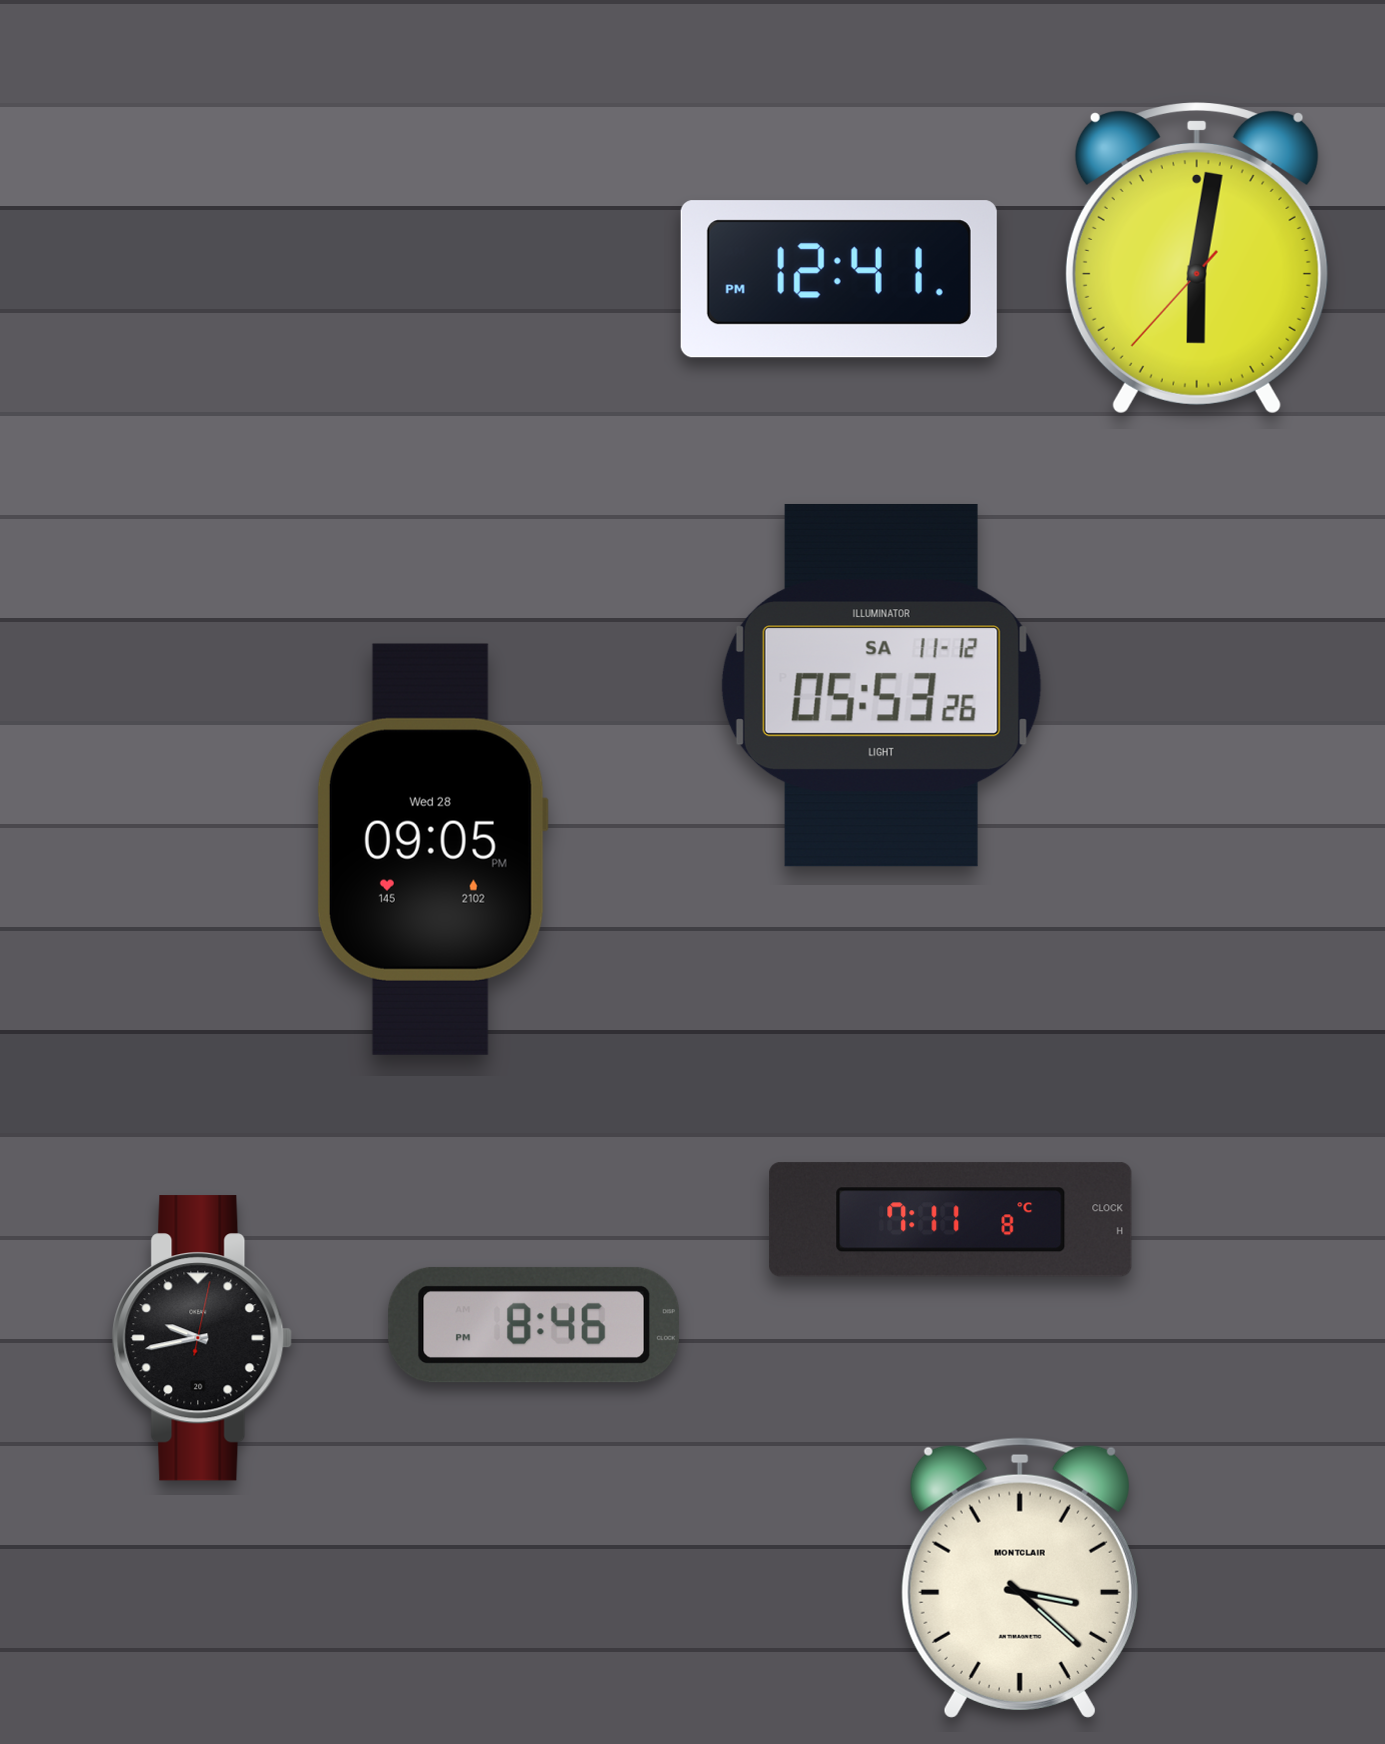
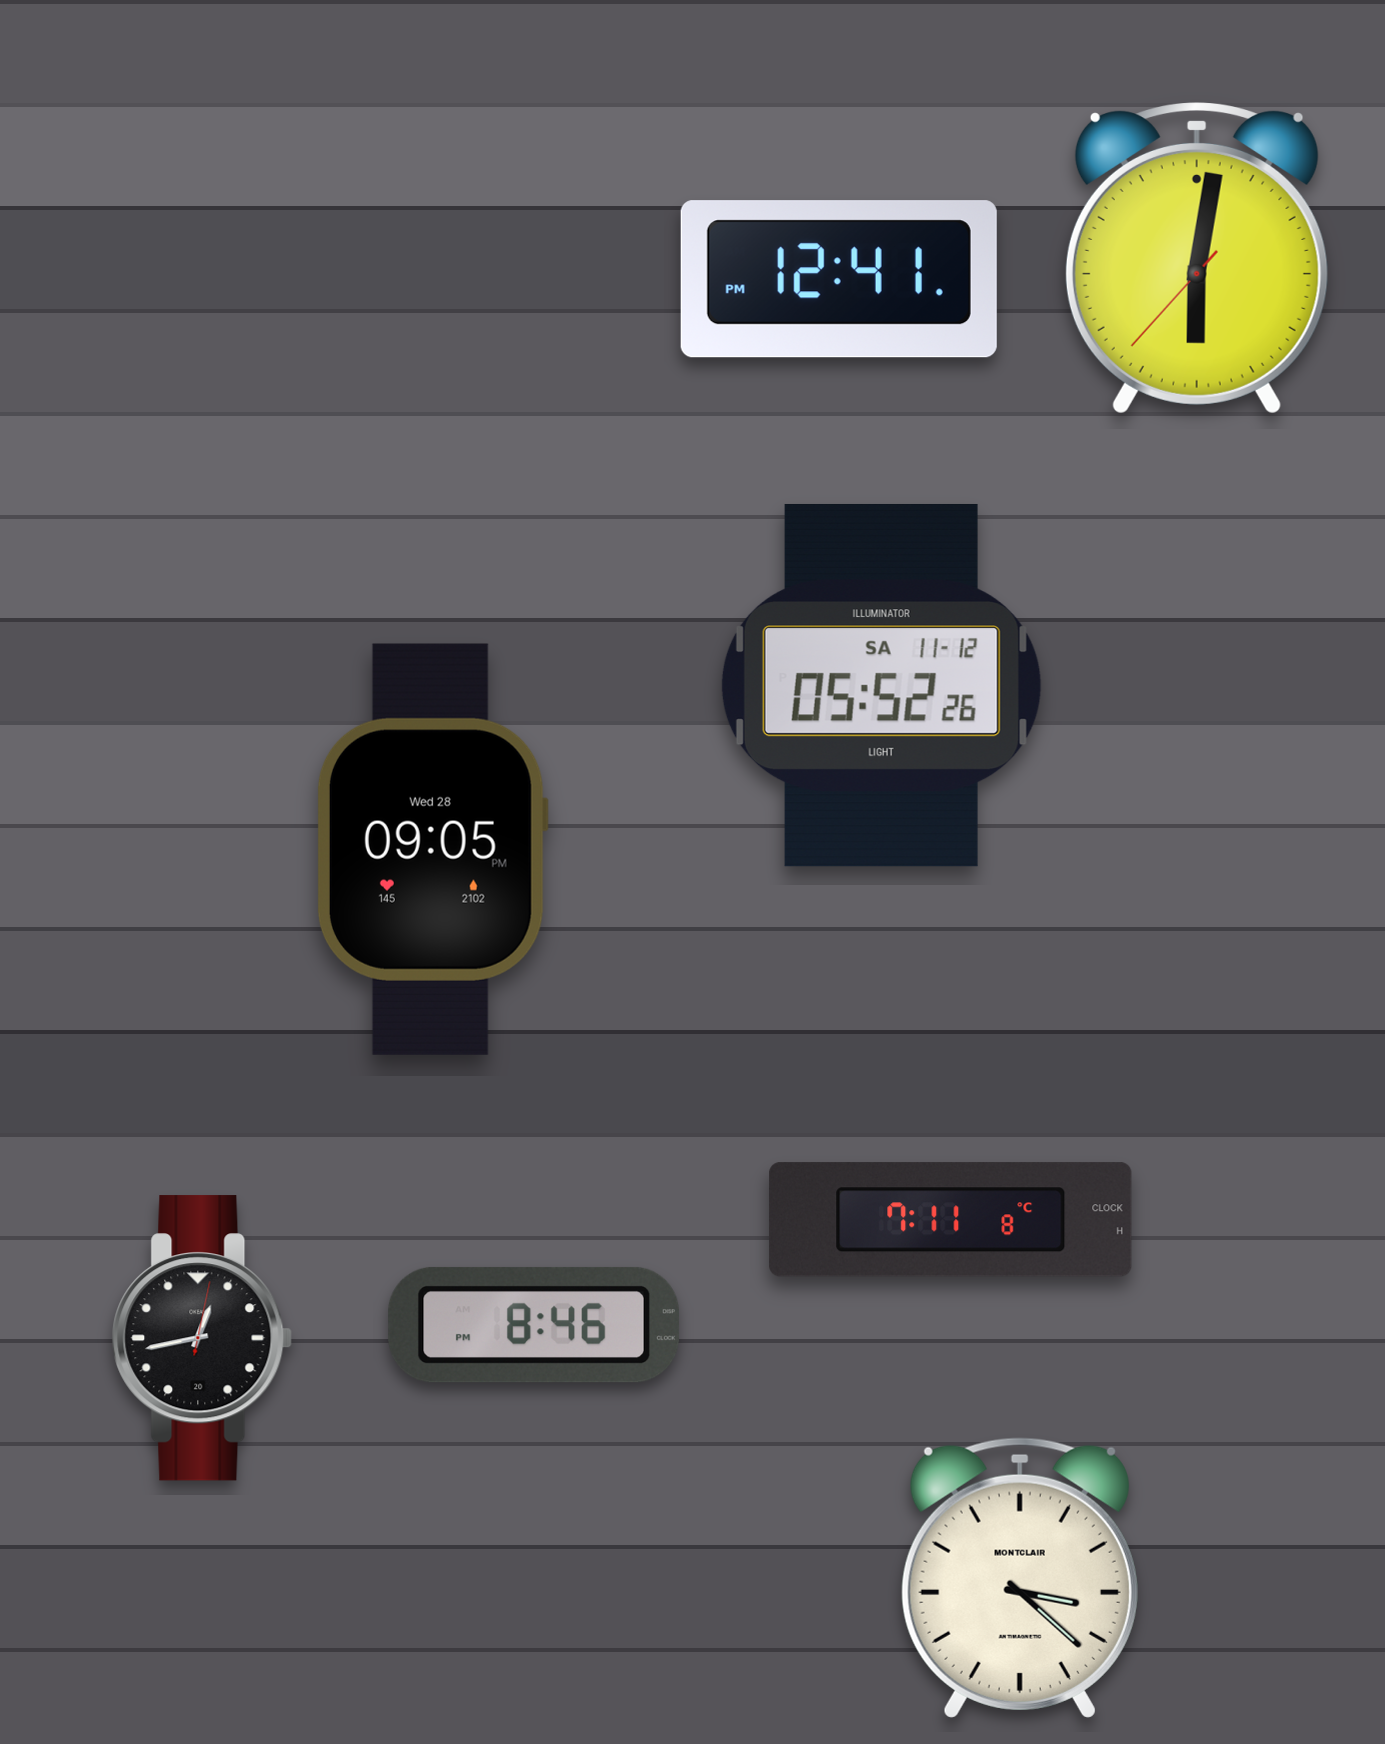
clock at (881, 685): 05:53 -> 05:52
clock at (202, 1338): 9:43 -> 12:43
